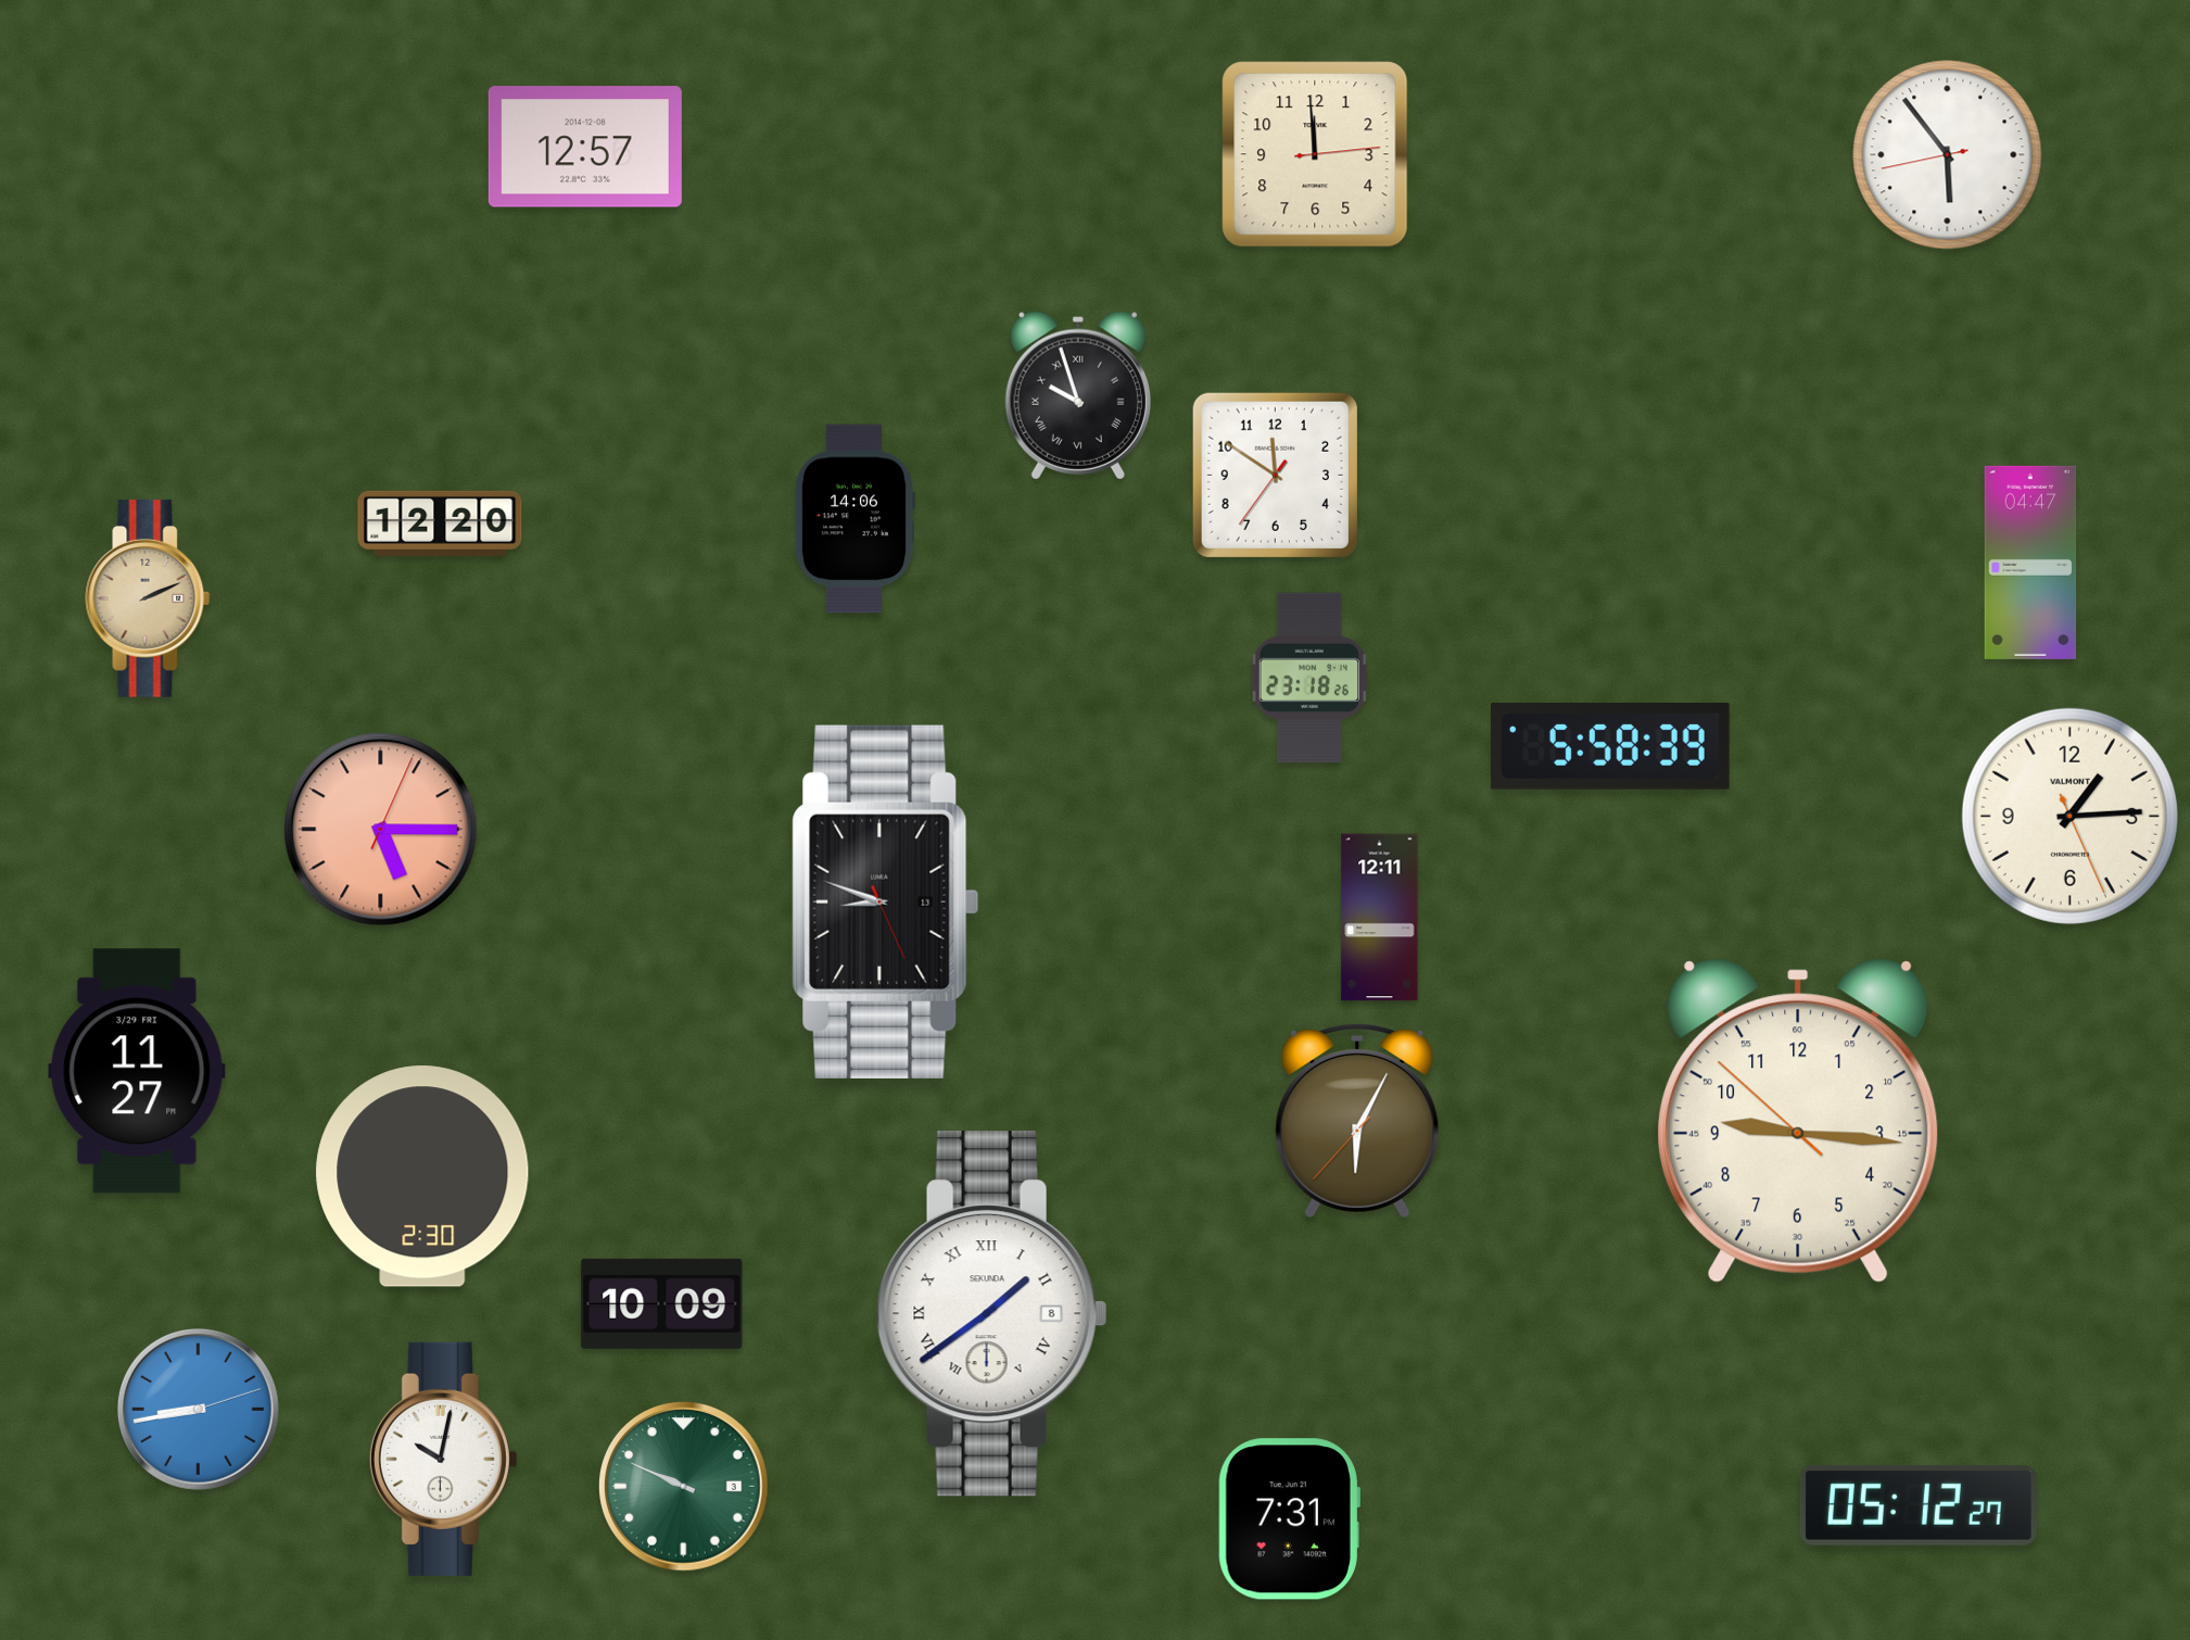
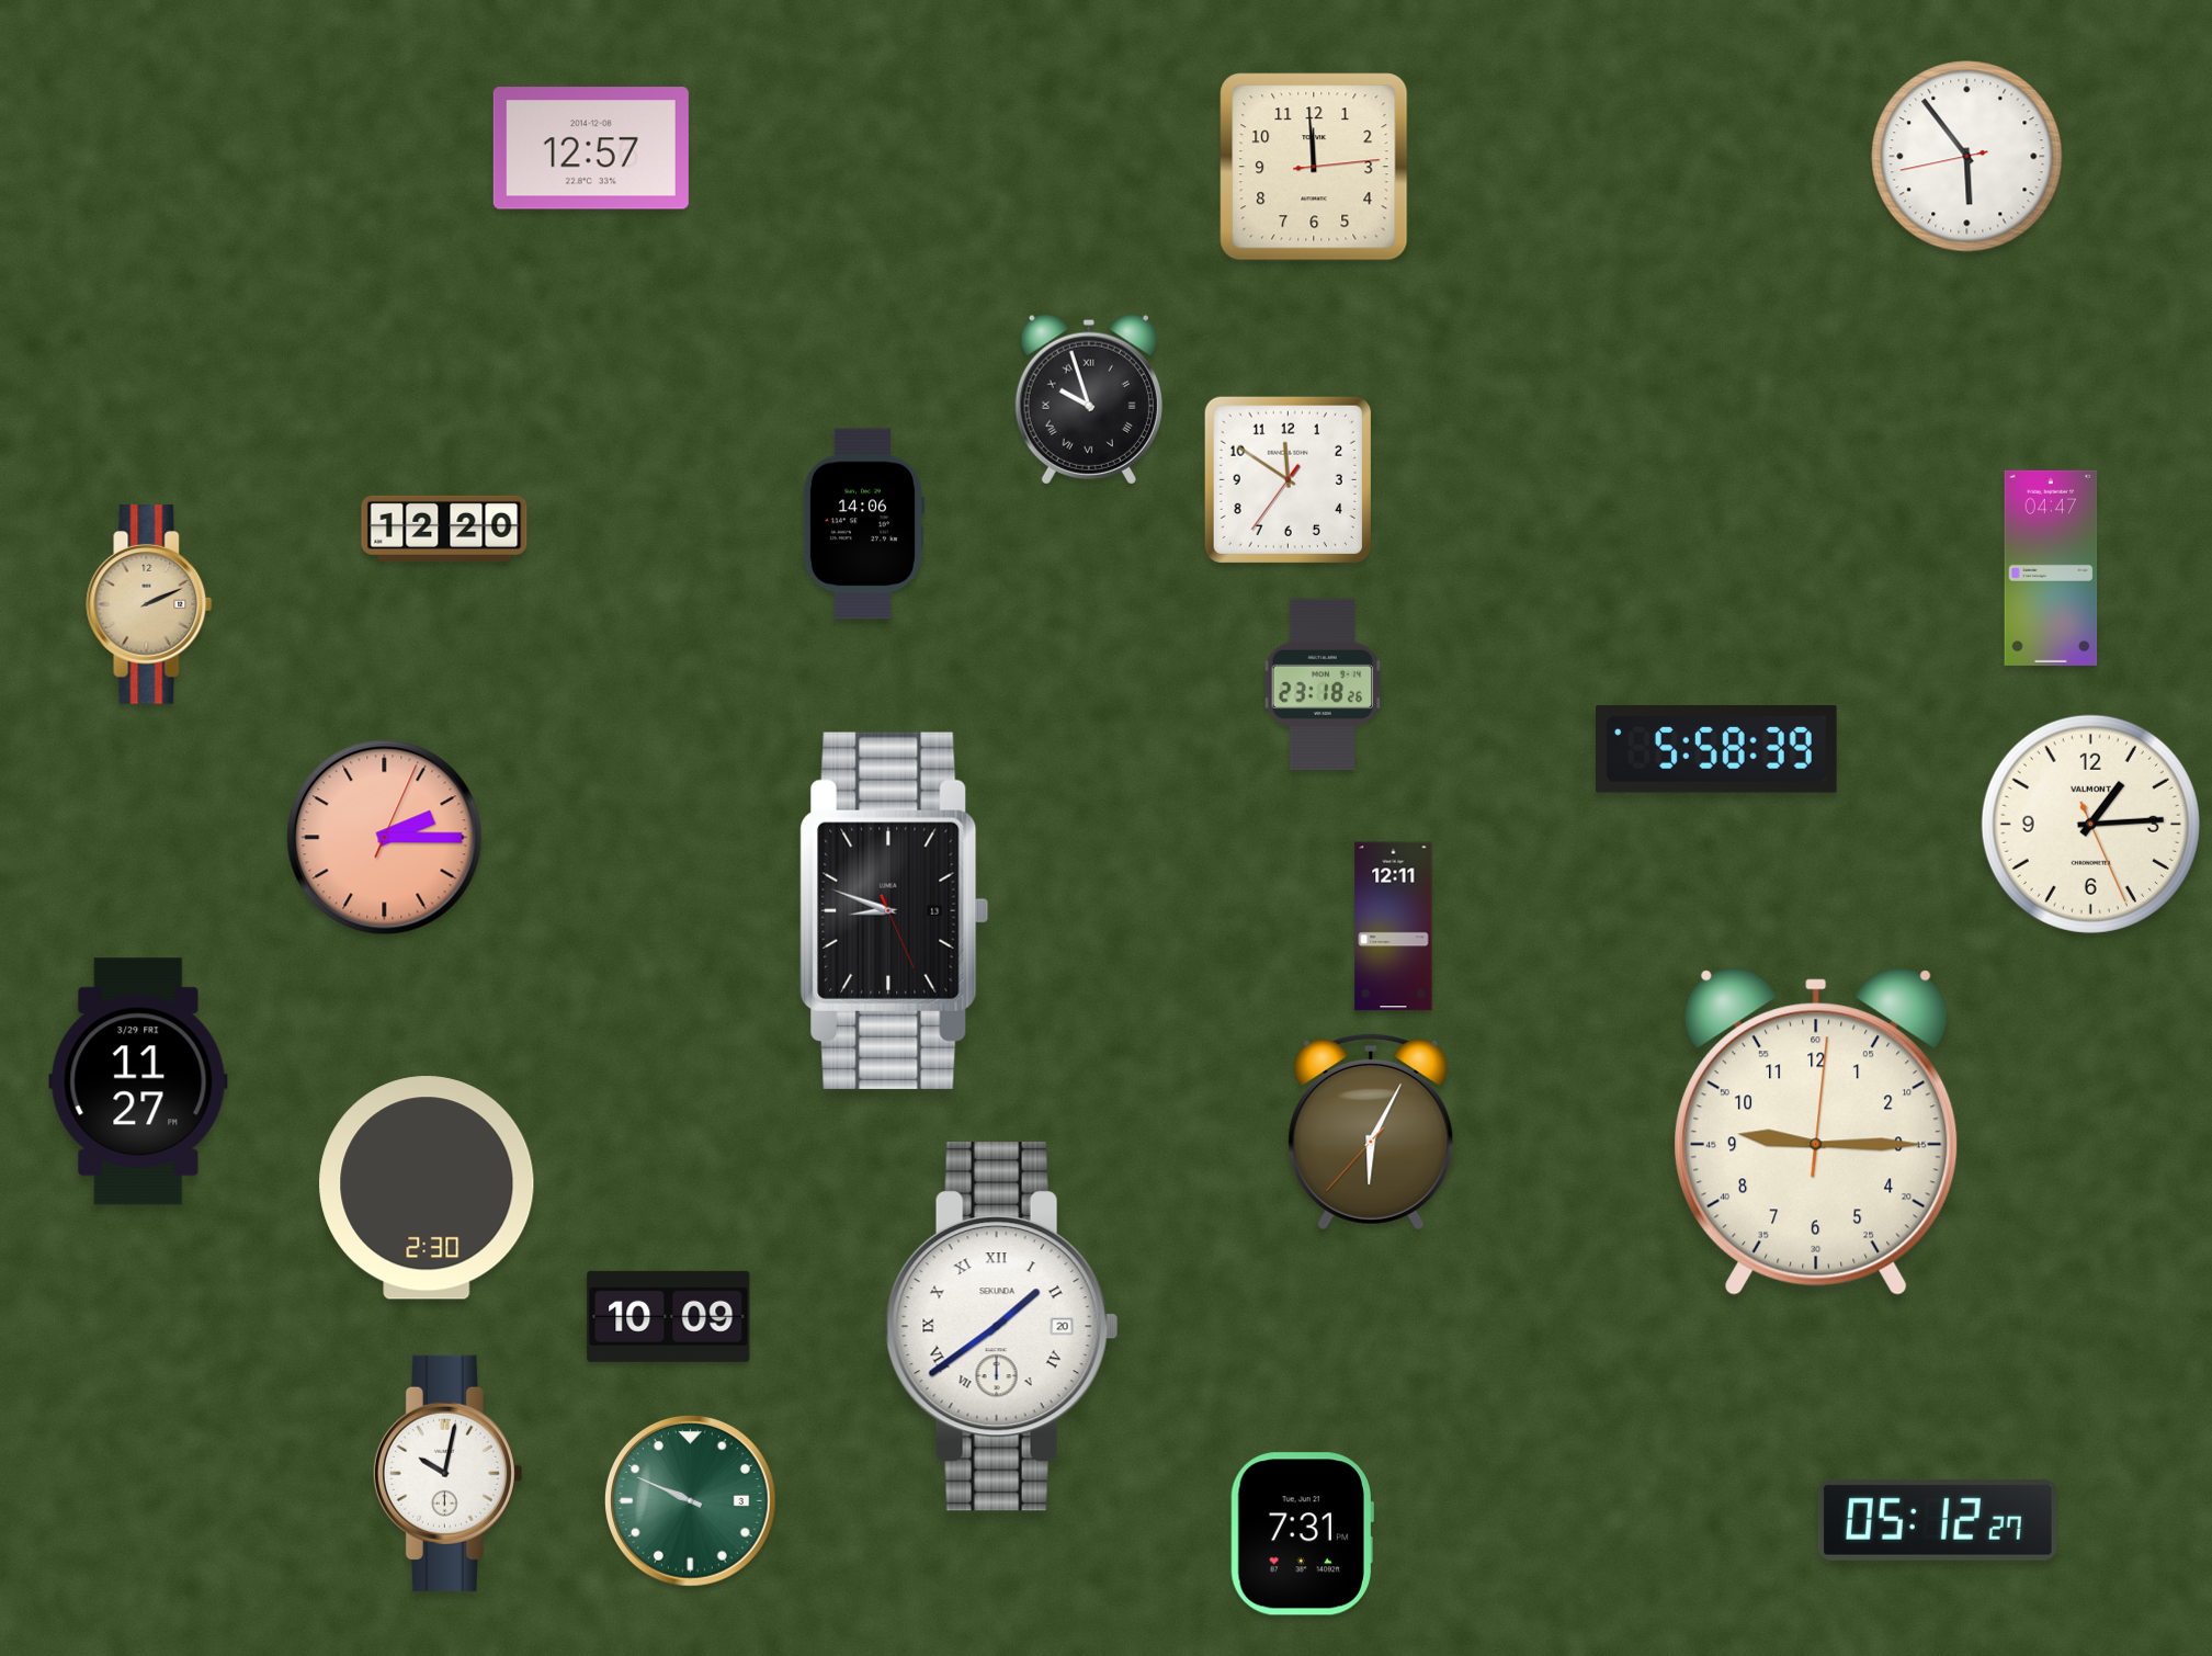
clock at (1315, 154) position: (1315, 154) -> (1314, 167)
clock at (1611, 746) position: (1611, 746) -> (1717, 749)
clock at (381, 830): 5:15 -> 2:15
clock at (1799, 1121): 9:15:52 -> 9:15:01
clock at (991, 1314) date: 8 -> 20
clock at (198, 1409): 8:43 -> none
